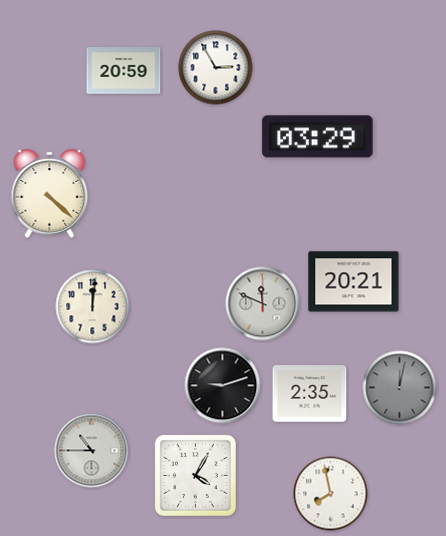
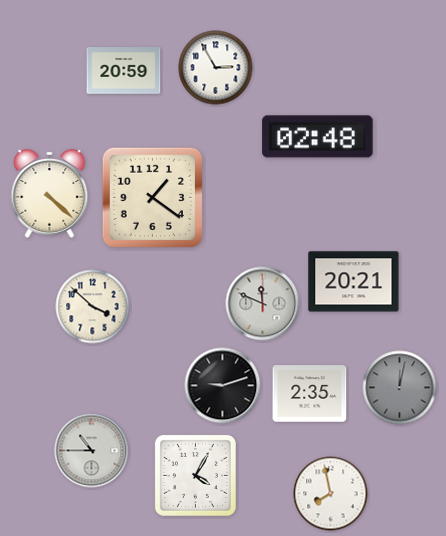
clock at (318, 137): 03:29 -> 02:48
clock at (152, 197): none -> 1:21
clock at (93, 307): 12:01 -> 3:52
